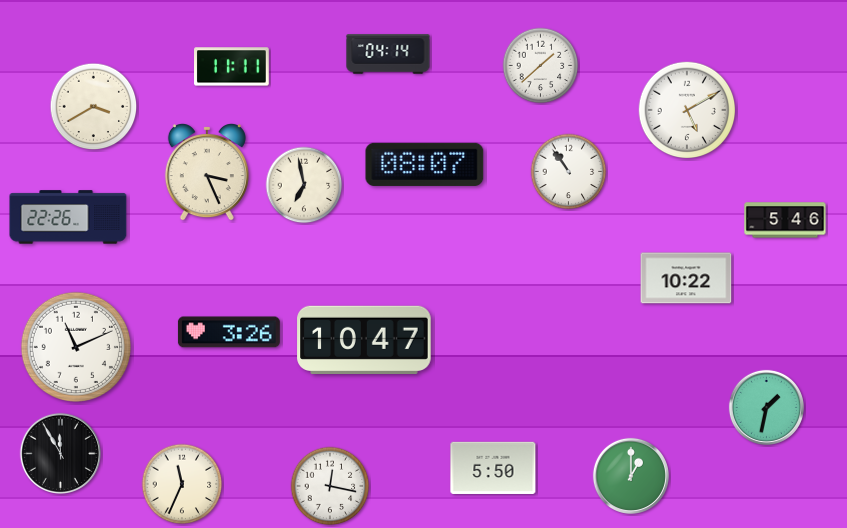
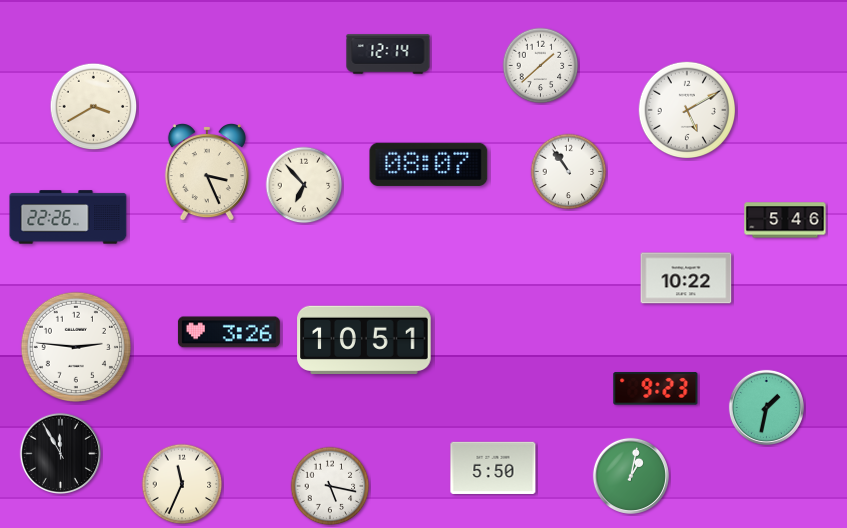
clock at (388, 54): 04:14 -> 12:14
clock at (232, 67): 11:11 -> none
clock at (425, 164) position: (425, 164) -> (429, 164)
clock at (304, 185): 6:58 -> 6:53
clock at (364, 339): 10:47 -> 10:51
clock at (76, 347): 11:11 -> 2:46
clock at (656, 389): none -> 9:23
clock at (631, 476): 1:00 -> 1:02
clock at (330, 486): 12:17 -> 5:17
